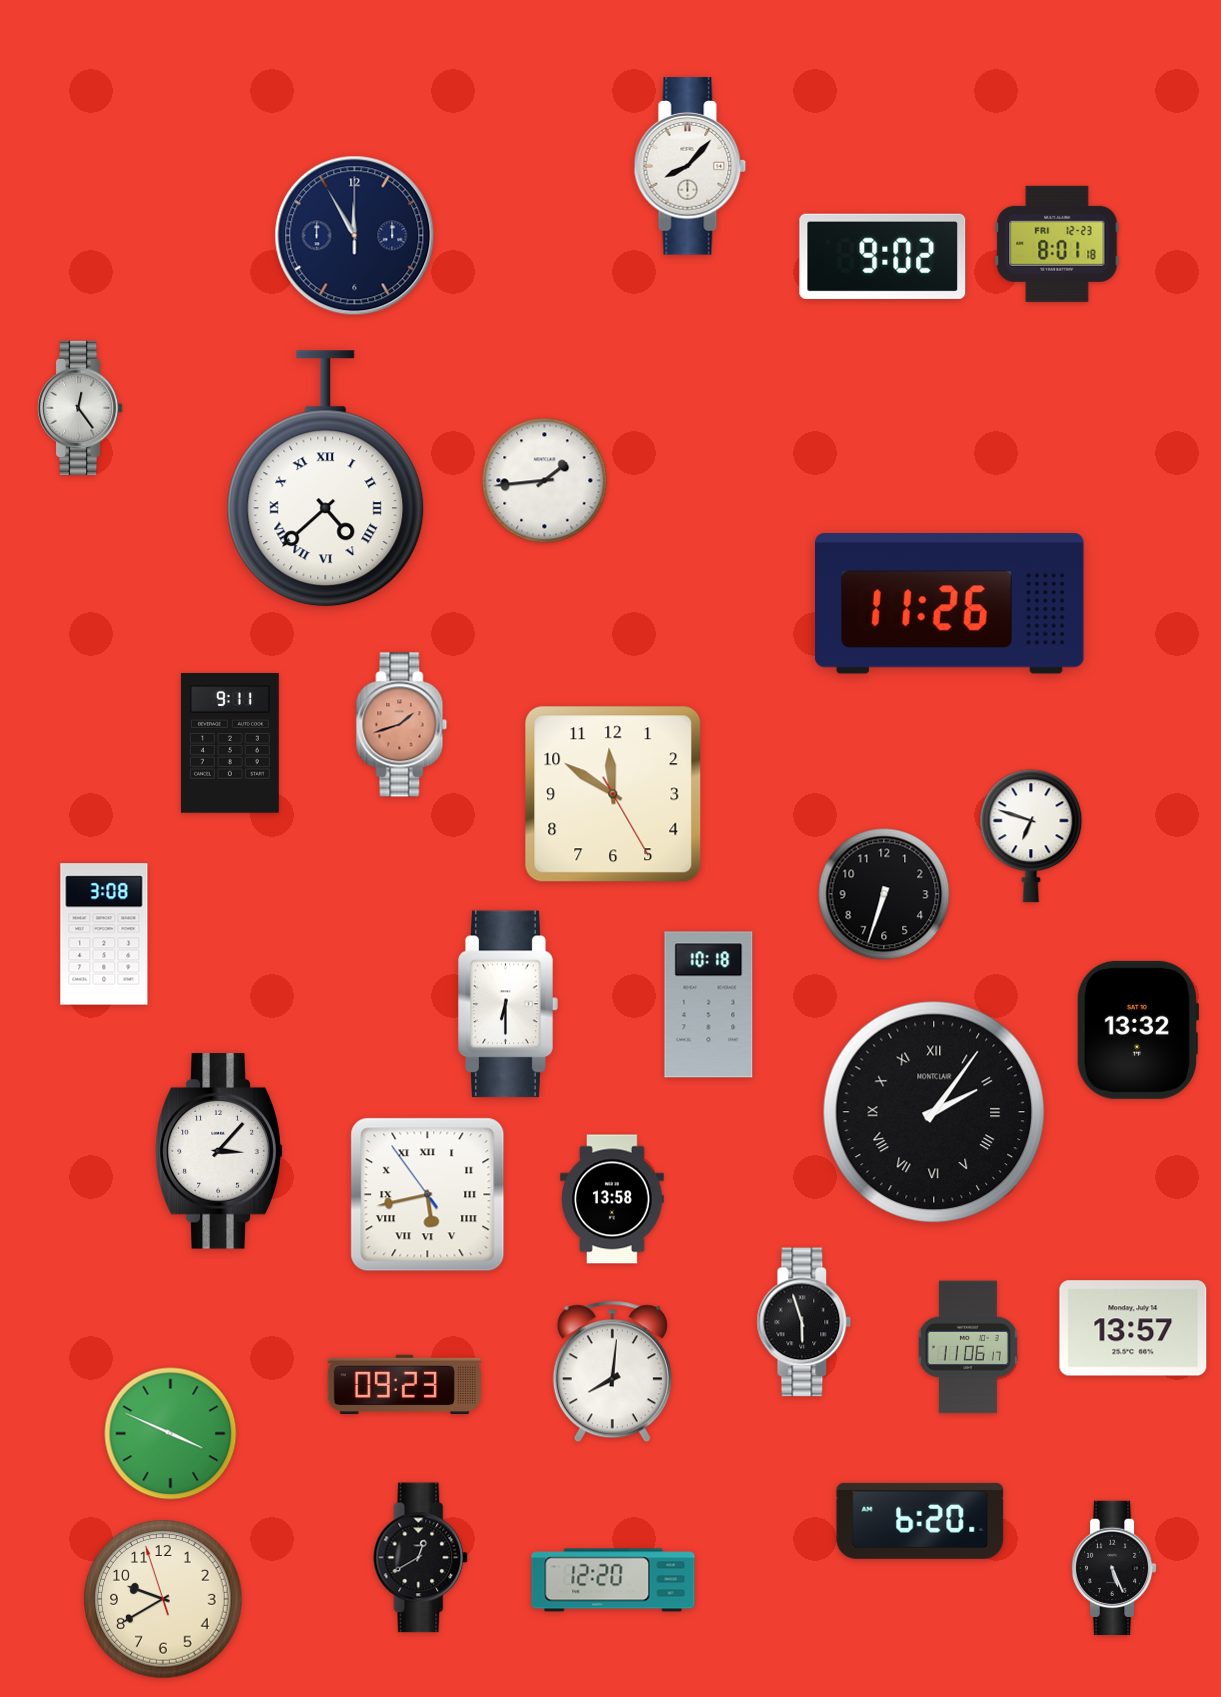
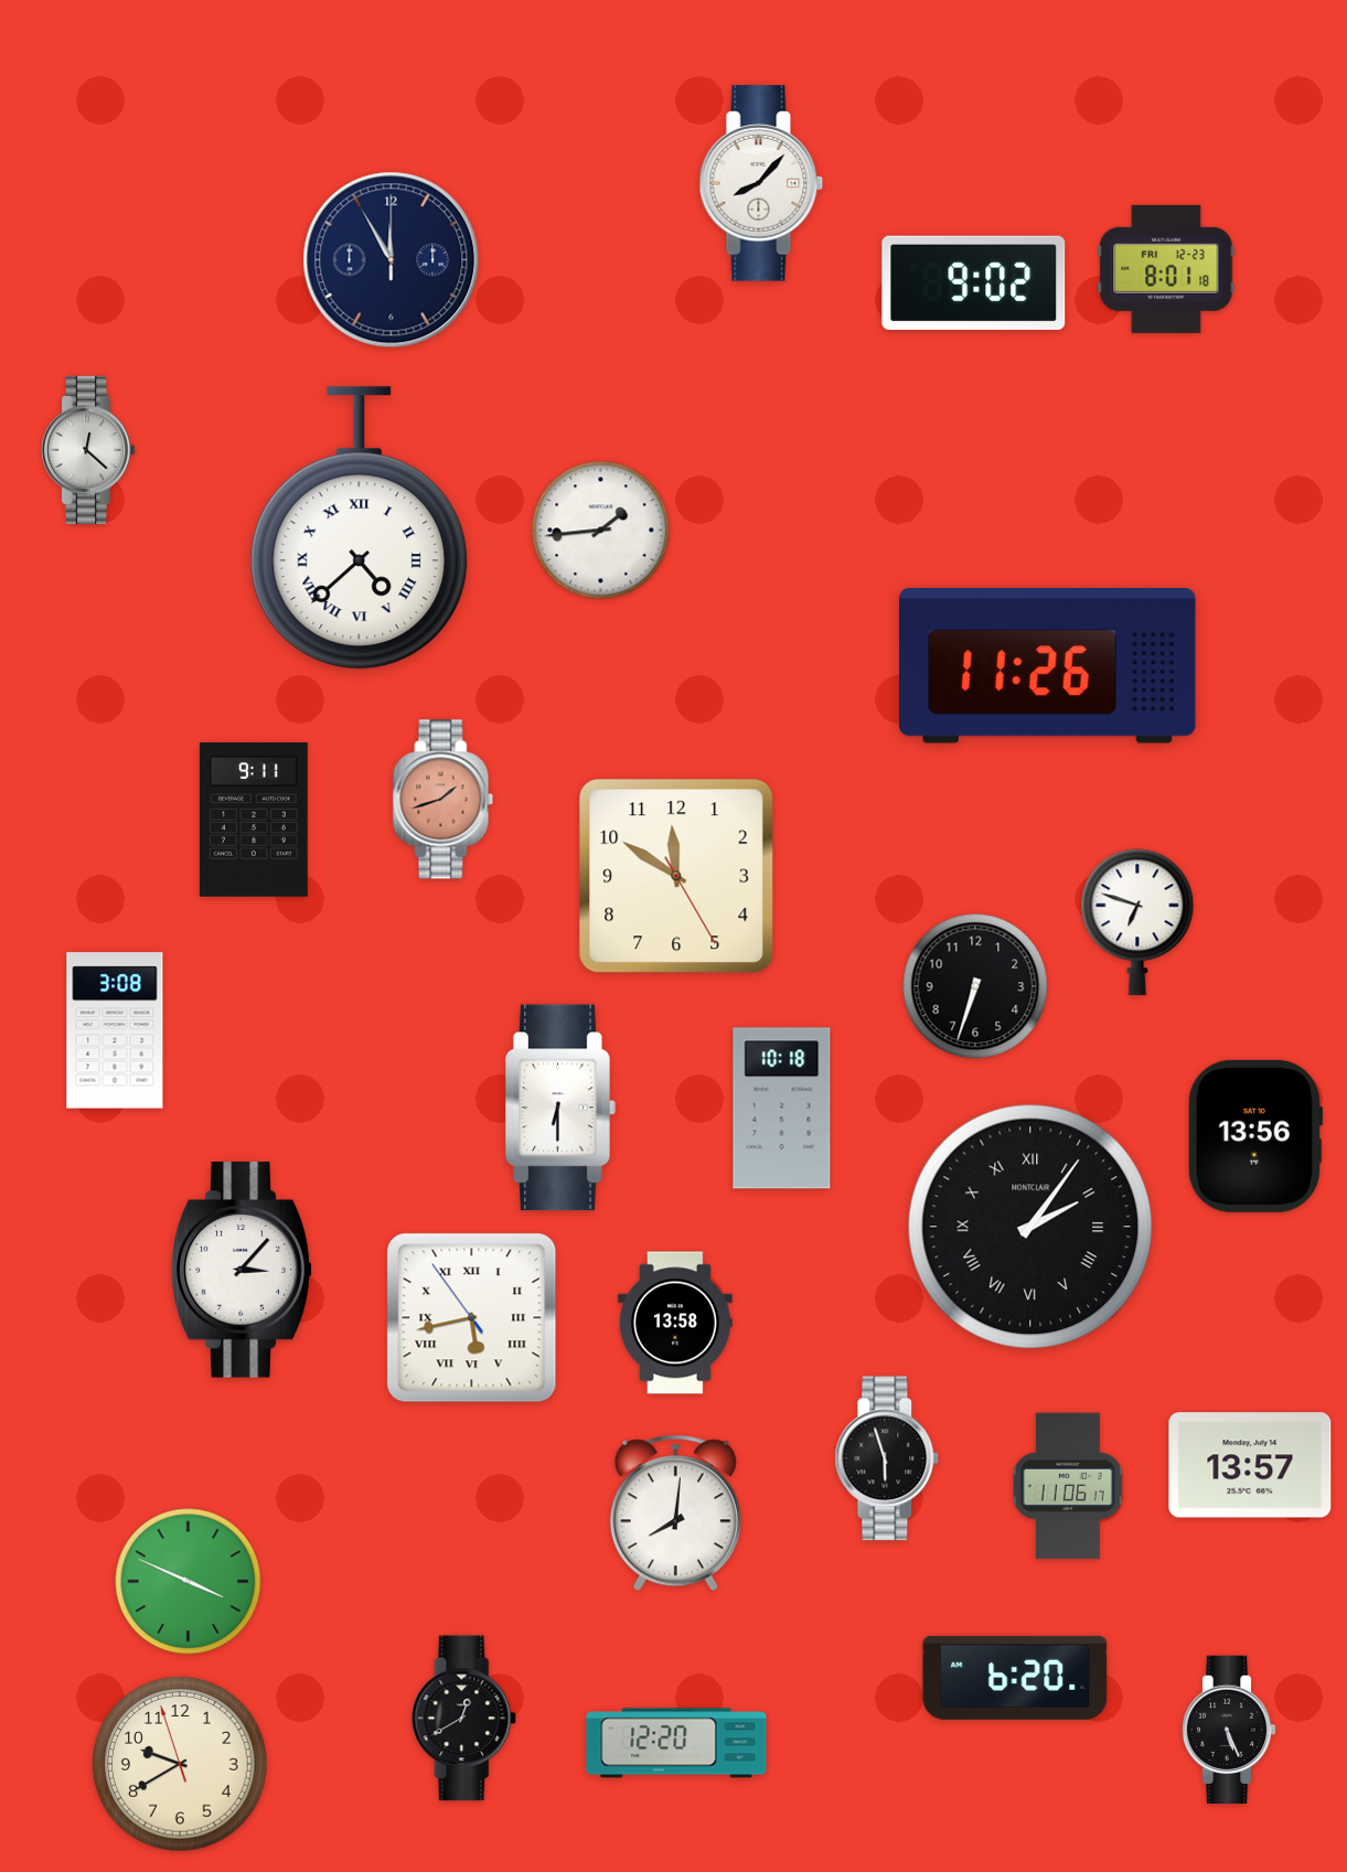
clock at (80, 407): 12:24 -> 12:22
clock at (1138, 1030): 13:32 -> 13:56
clock at (404, 1385): 09:23 -> none
